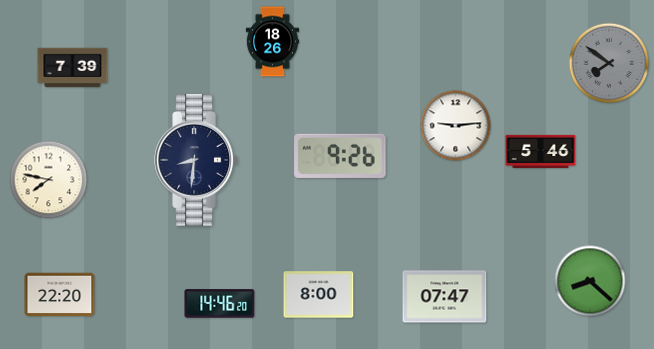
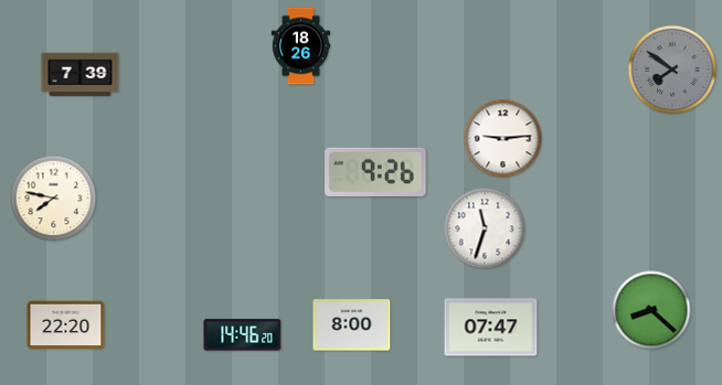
clock at (541, 151): 5:46 -> none
clock at (196, 160): 8:31 -> none
clock at (485, 228): none -> 11:33
